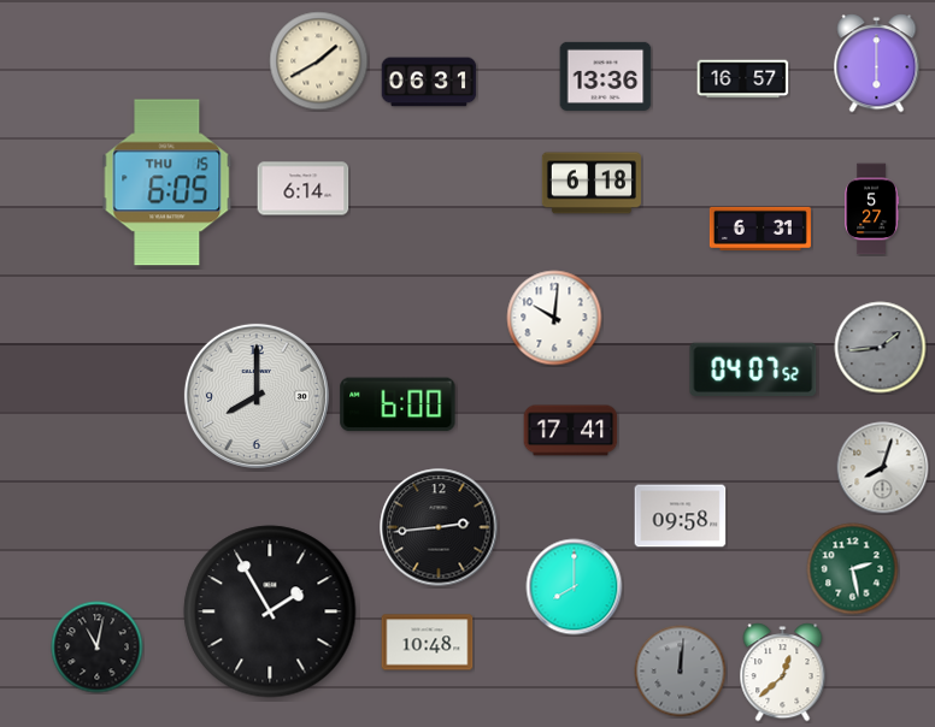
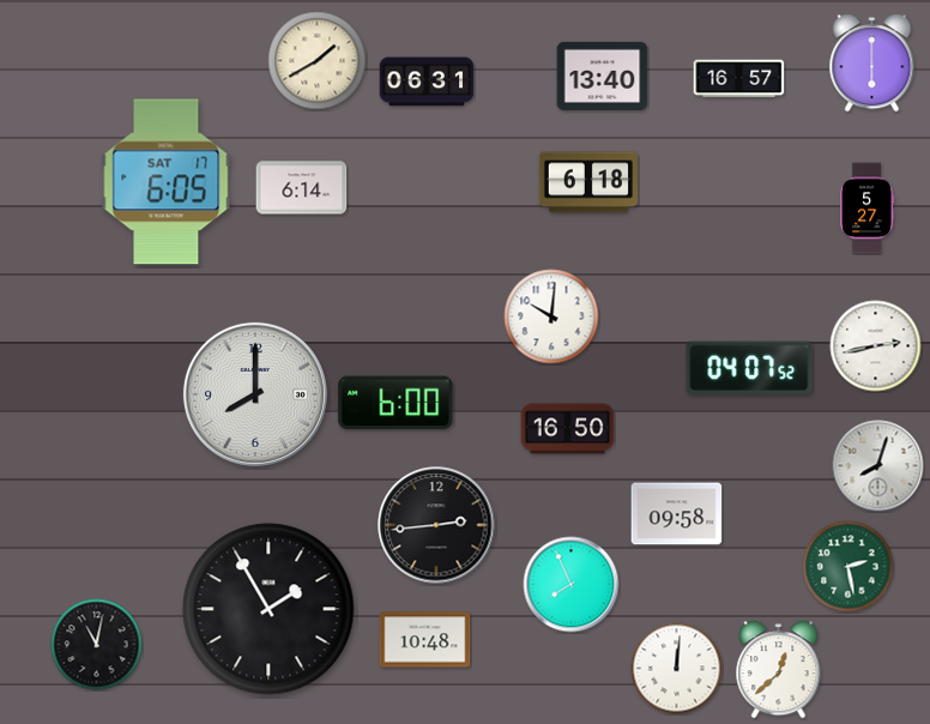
clock at (606, 76): 13:36 -> 13:40
clock at (167, 183) date: THU 15 -> SAT 17
clock at (760, 229): 6:31 -> none
clock at (881, 348): 1:44 -> 2:43
clock at (881, 348) dial: grey -> white
clock at (571, 431): 17:41 -> 16:50
clock at (575, 587): 8:00 -> 7:56
clock at (681, 672) dial: grey -> white
